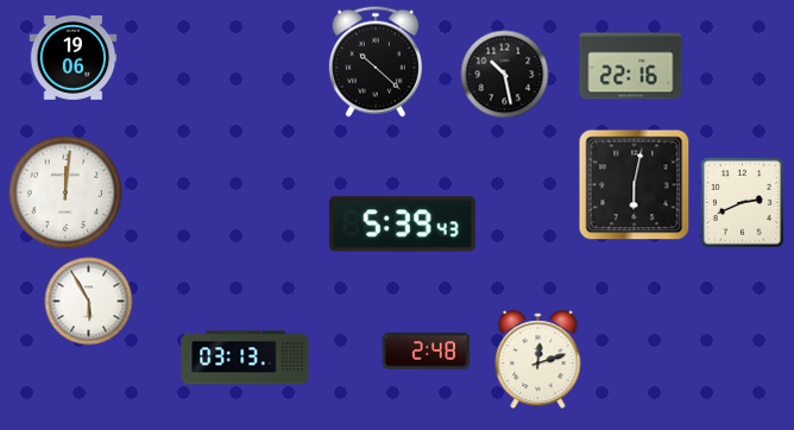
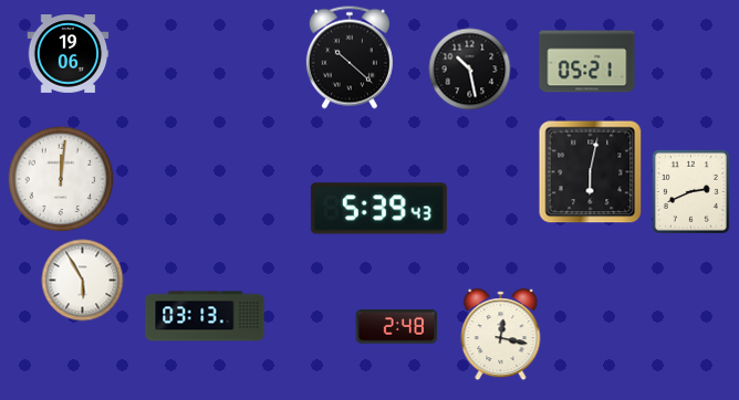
clock at (631, 67): 22:16 -> 05:21
clock at (742, 202) position: (742, 202) -> (690, 191)
clock at (402, 225) position: (402, 225) -> (378, 209)
clock at (245, 358) position: (245, 358) -> (205, 316)
clock at (538, 360): 12:12 -> 12:17
